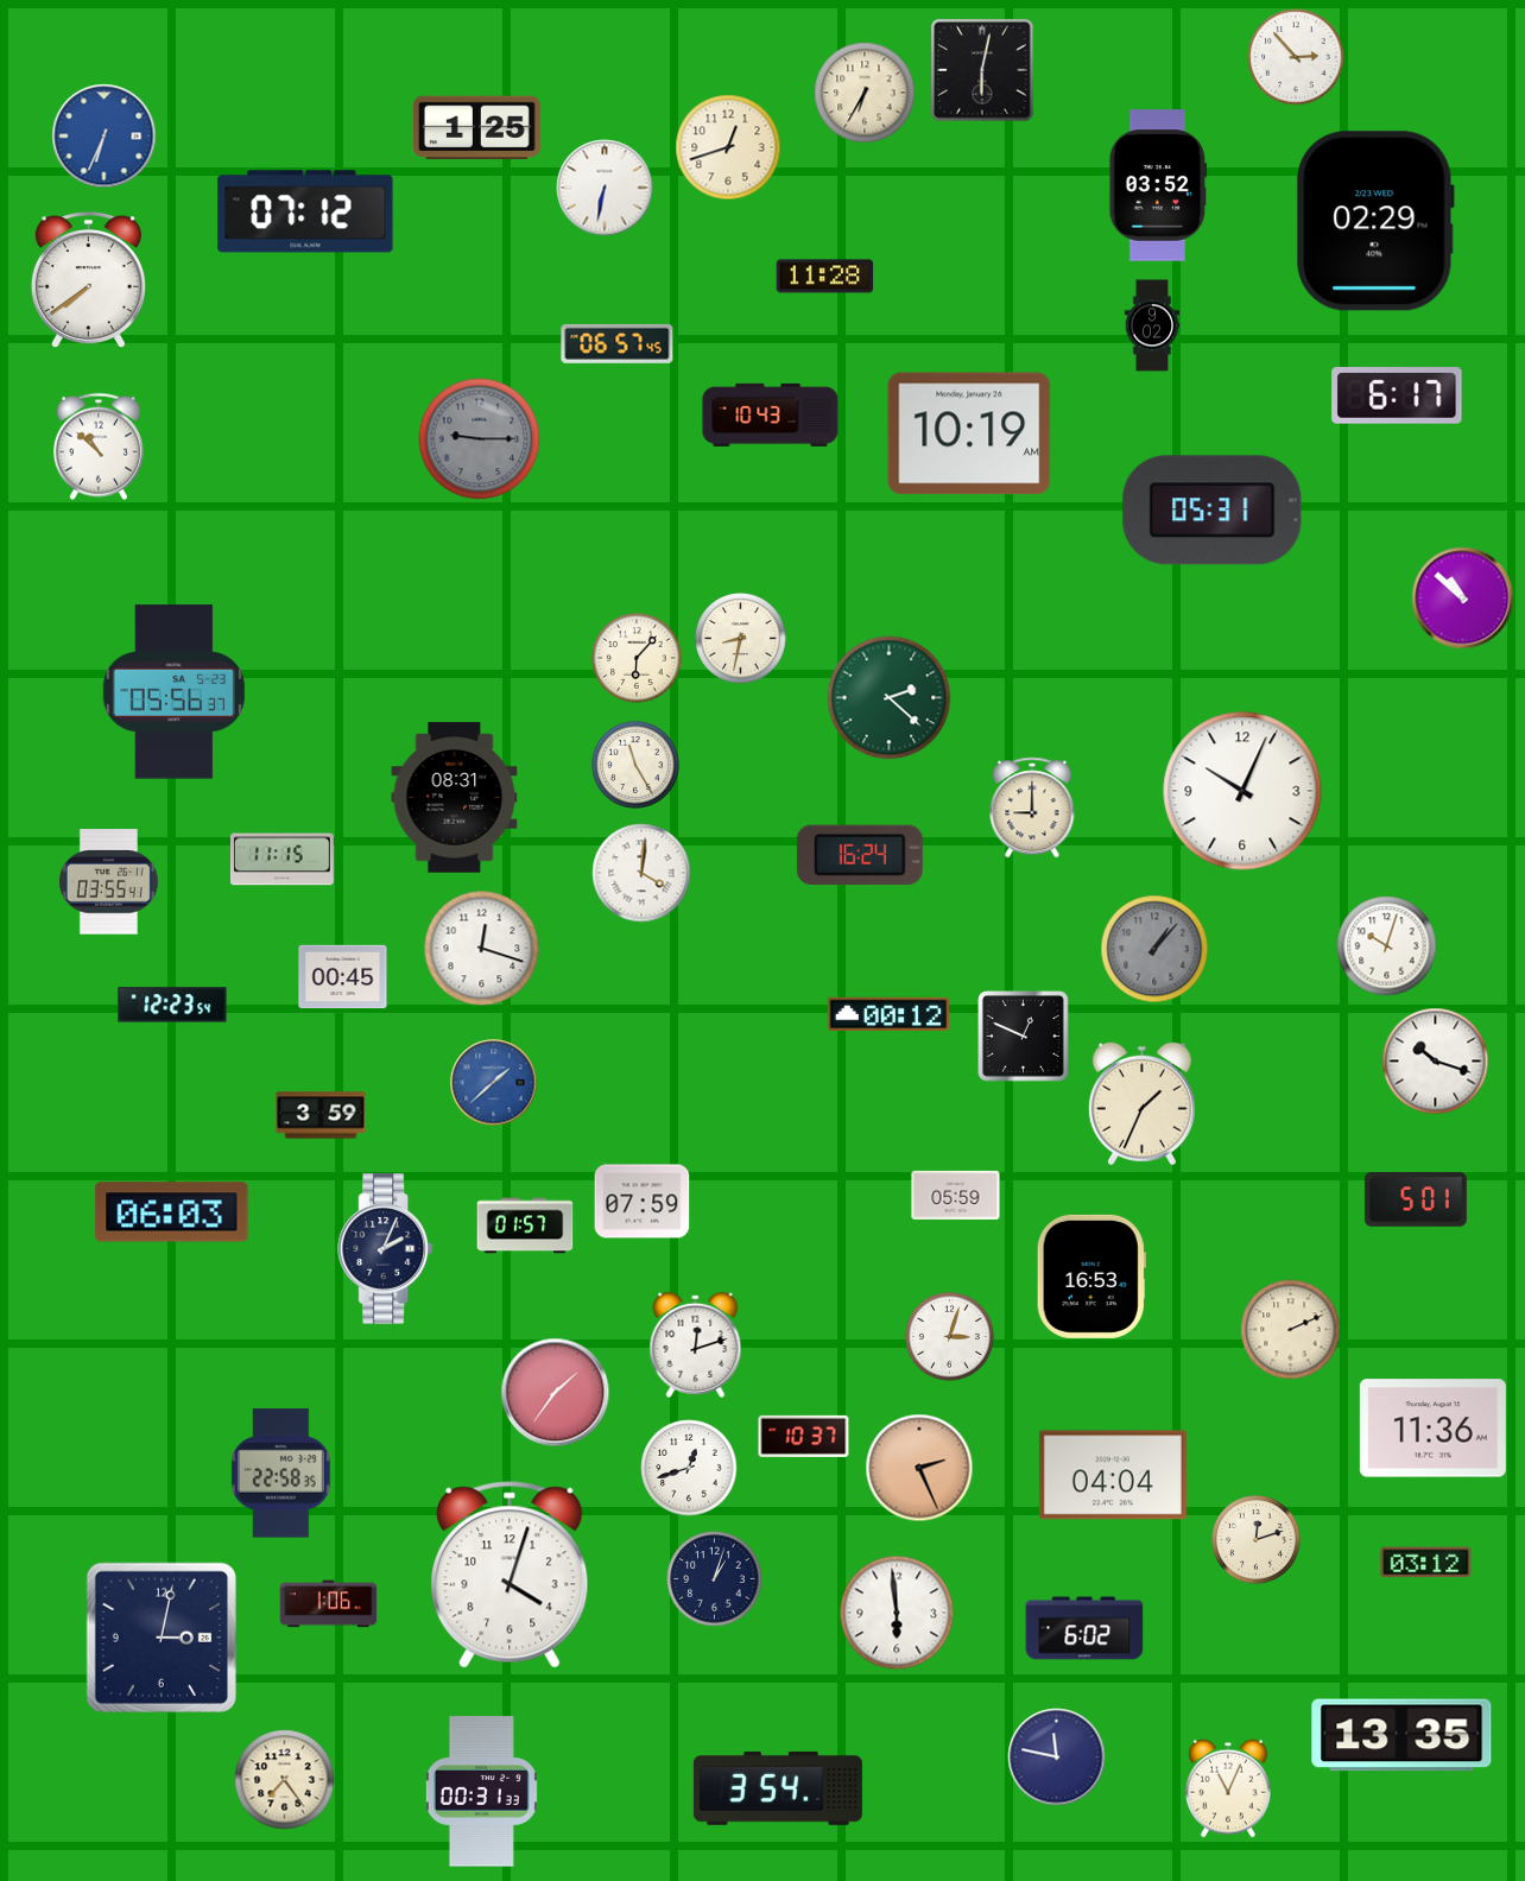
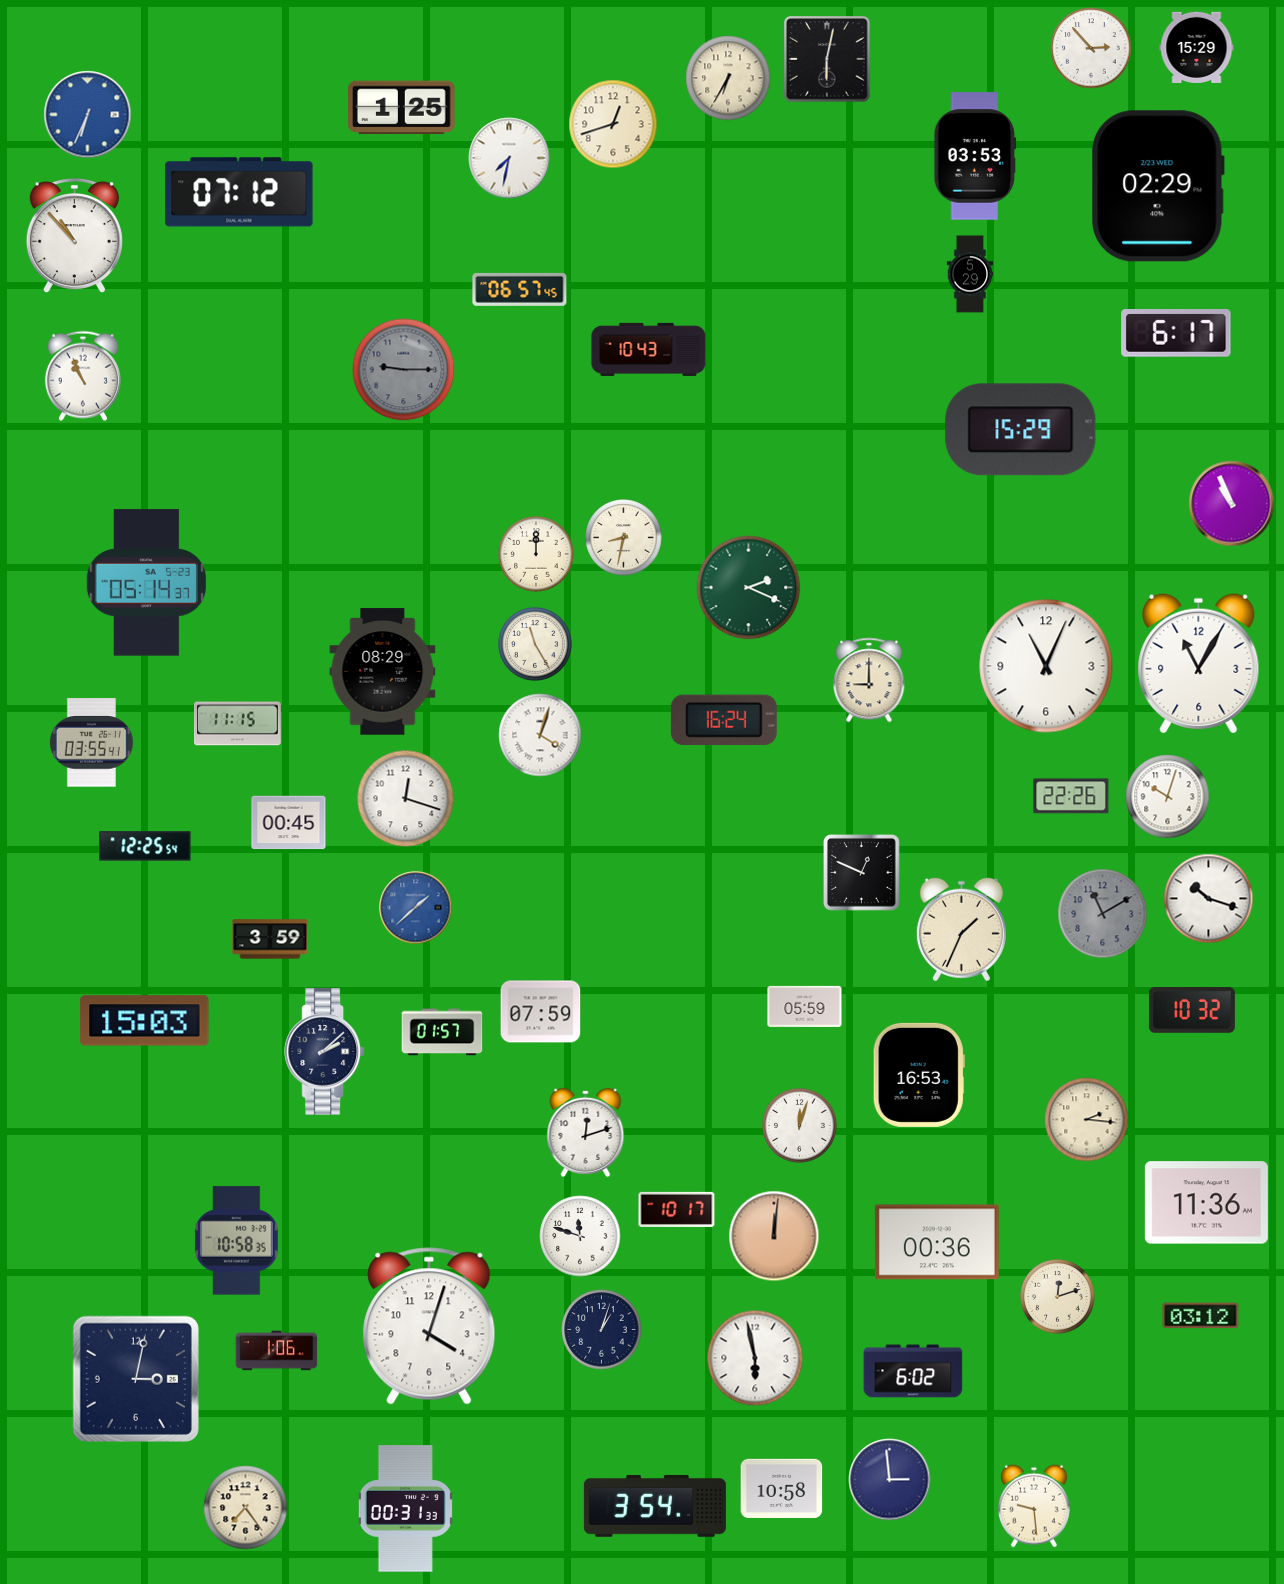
clock at (1197, 47): none -> 15:29
clock at (1158, 185): 03:52 -> 03:53
clock at (605, 188): 6:32 -> 7:32
clock at (305, 211) position: (305, 211) -> (239, 192)
clock at (825, 277): 11:28 -> none
clock at (88, 280): 7:39 -> 10:53
clock at (1152, 325): 9:02 -> 5:29
clock at (969, 433): 10:19 -> none
clock at (99, 446): 10:52 -> 10:56
clock at (1213, 511): 05:31 -> 15:29
clock at (1463, 598): 10:52 -> 10:56
clock at (637, 658): 6:07 -> 12:00
clock at (173, 692): 05:56 -> 05:14
clock at (890, 698): 2:22 -> 2:19
clock at (1199, 664): none -> 11:05
clock at (1242, 791): 10:04 -> 11:04
clock at (455, 798): 08:31 -> 08:29
clock at (641, 873): 4:01 -> 4:03
clock at (1071, 796): none -> 22:26
clock at (1154, 949): 1:07 -> none
clock at (172, 1005): 12:23 -> 12:25
clock at (887, 1013): 00:12 -> none
clock at (1436, 1062) position: (1436, 1062) -> (1209, 899)
clock at (494, 1083) position: (494, 1083) -> (416, 908)
clock at (1103, 914): none -> 11:10
clock at (1416, 1201): 5:01 -> 10:32
clock at (172, 1212): 06:03 -> 15:03
clock at (385, 1249): 2:04 -> 2:08
clock at (1291, 1330): 2:11 -> 2:16
clock at (950, 1337): 3:03 -> 12:03
clock at (556, 1393): 1:36 -> none
clock at (804, 1436): 10:37 -> 10:17
clock at (689, 1468): 12:42 -> 11:48
clock at (919, 1468): 2:26 -> 12:01
clock at (281, 1474): 22:58 -> 10:58
clock at (1113, 1475): 04:04 -> 00:36
clock at (897, 1613): 5:59 -> 5:58
clock at (1401, 1735): 13:35 -> none
clock at (1057, 1757): 11:47 -> 2:59
clock at (782, 1488): none -> 10:58
clock at (285, 1780) position: (285, 1780) -> (246, 1508)
clock at (1228, 1788): 11:04 -> 9:29
